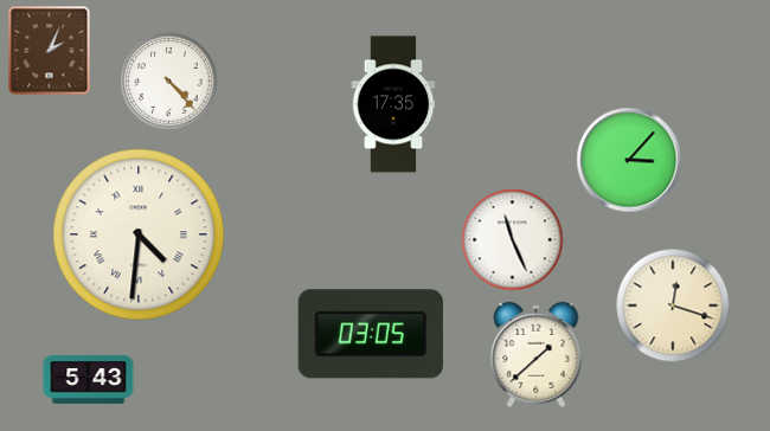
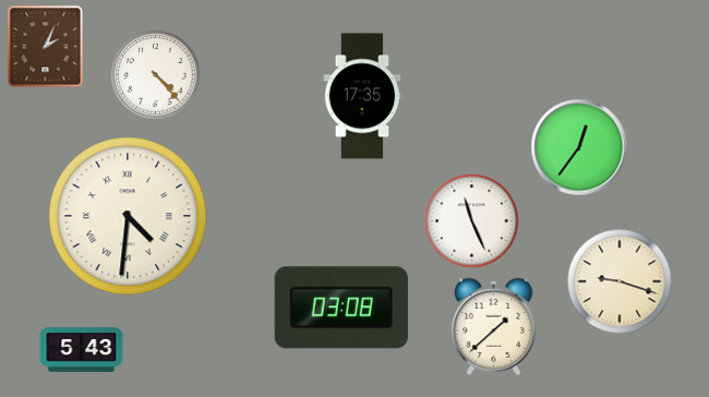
clock at (629, 160): 3:07 -> 12:36
clock at (673, 305): 12:18 -> 9:18
clock at (371, 334): 03:05 -> 03:08
